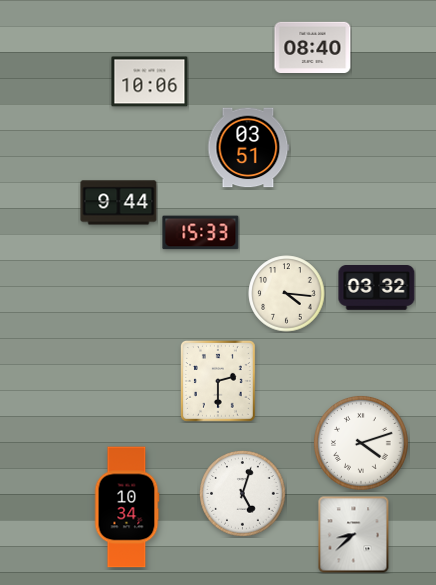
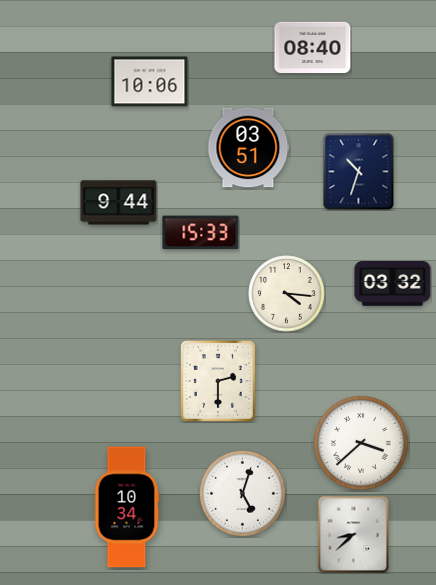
clock at (359, 172): none -> 10:33
clock at (377, 288) position: (377, 288) -> (393, 284)
clock at (361, 443): 4:12 -> 3:38
